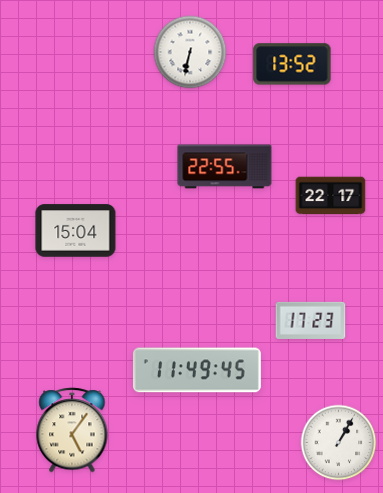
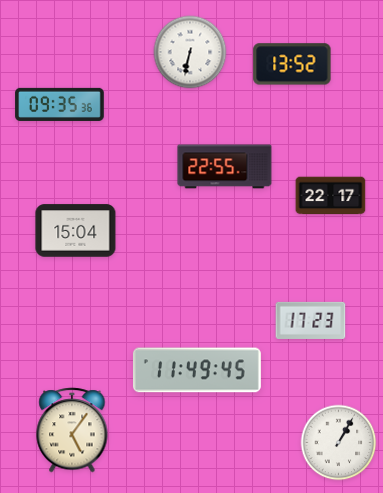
clock at (60, 104): none -> 09:35
